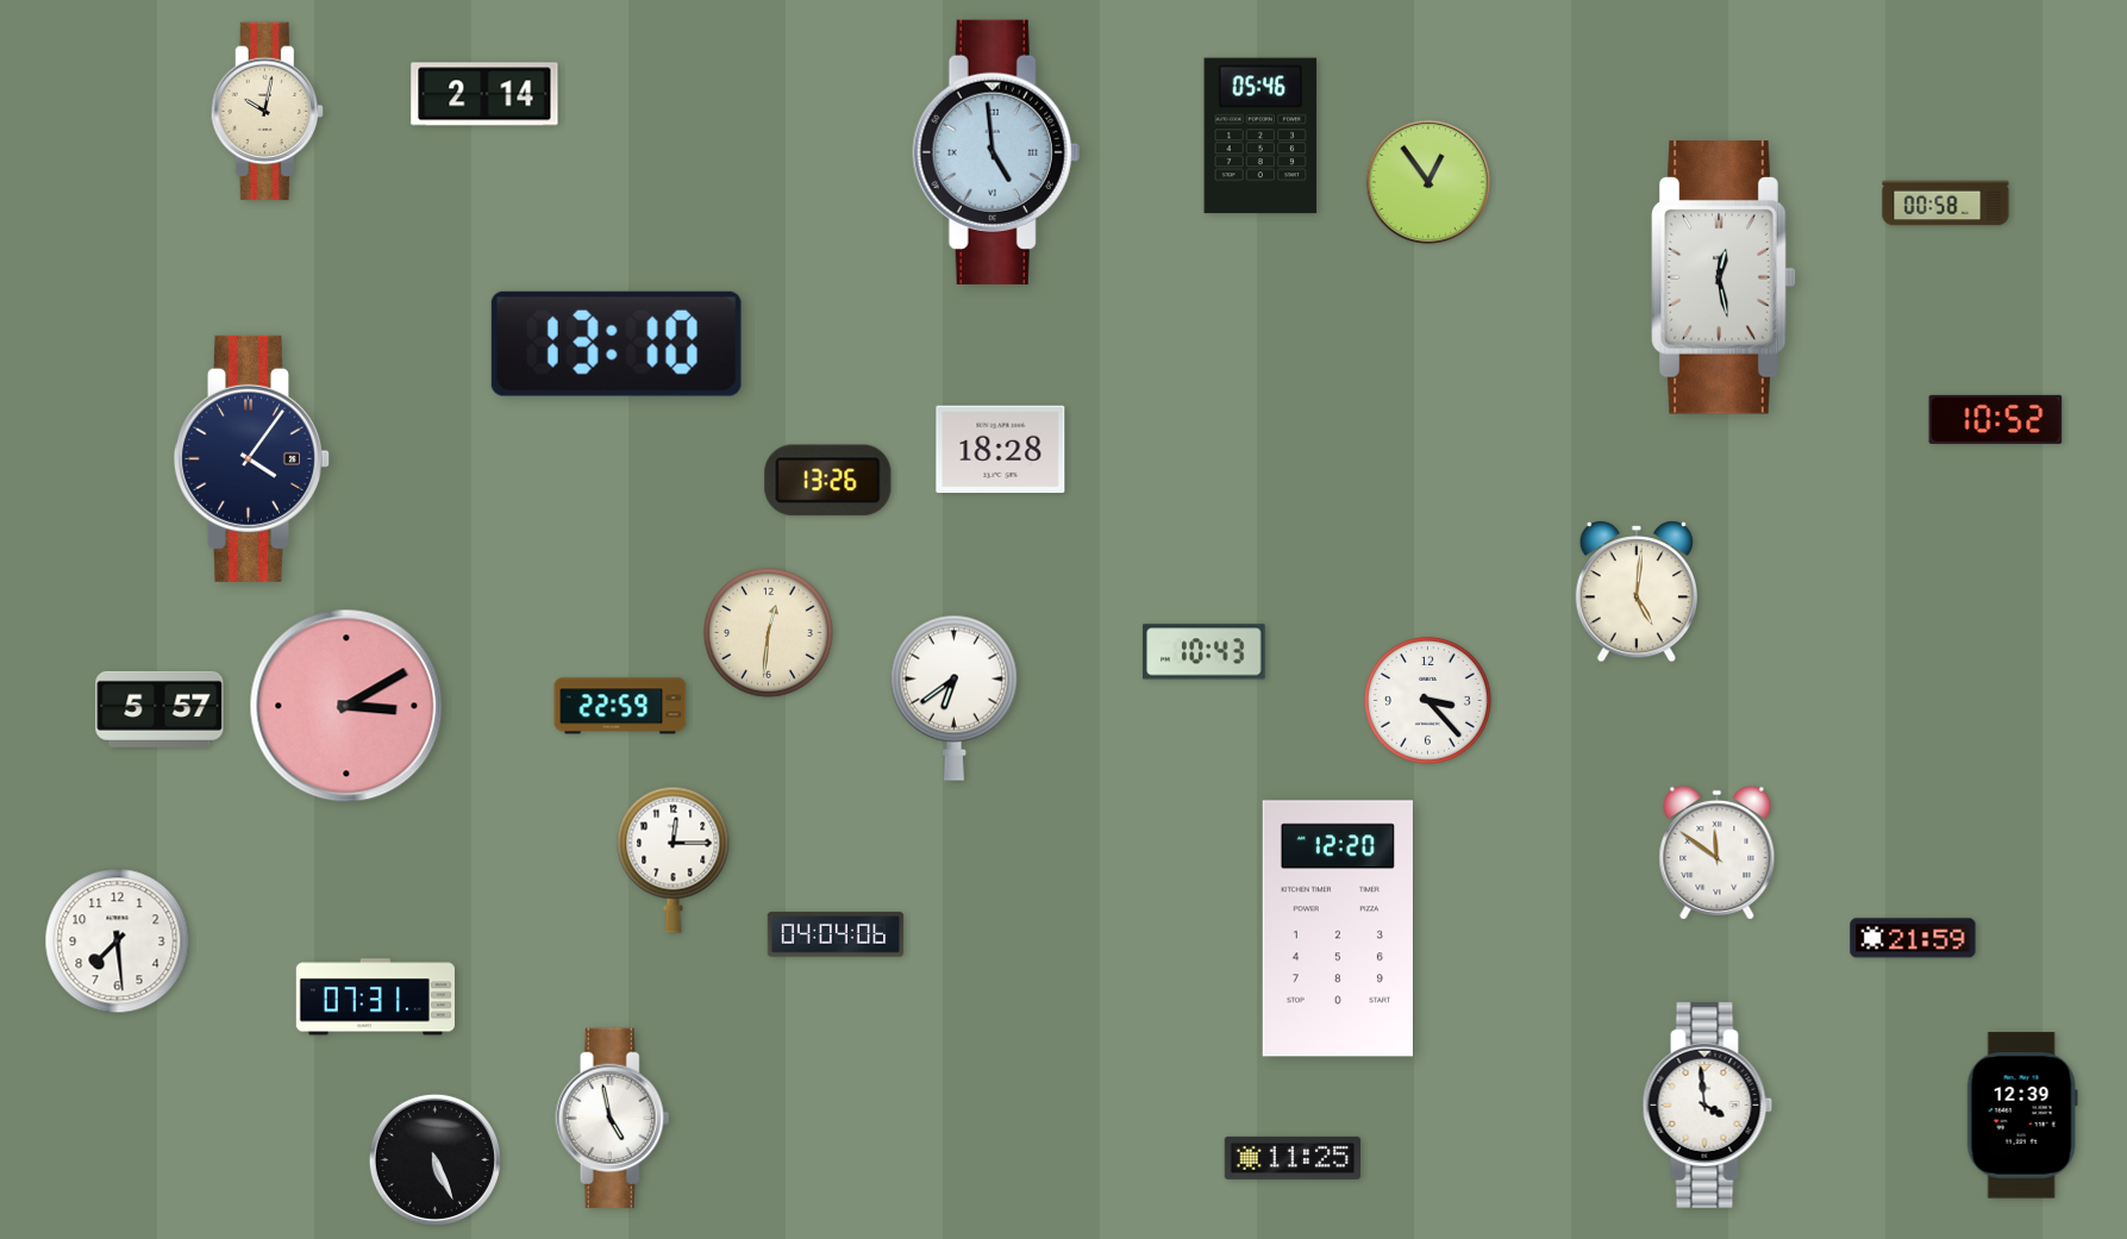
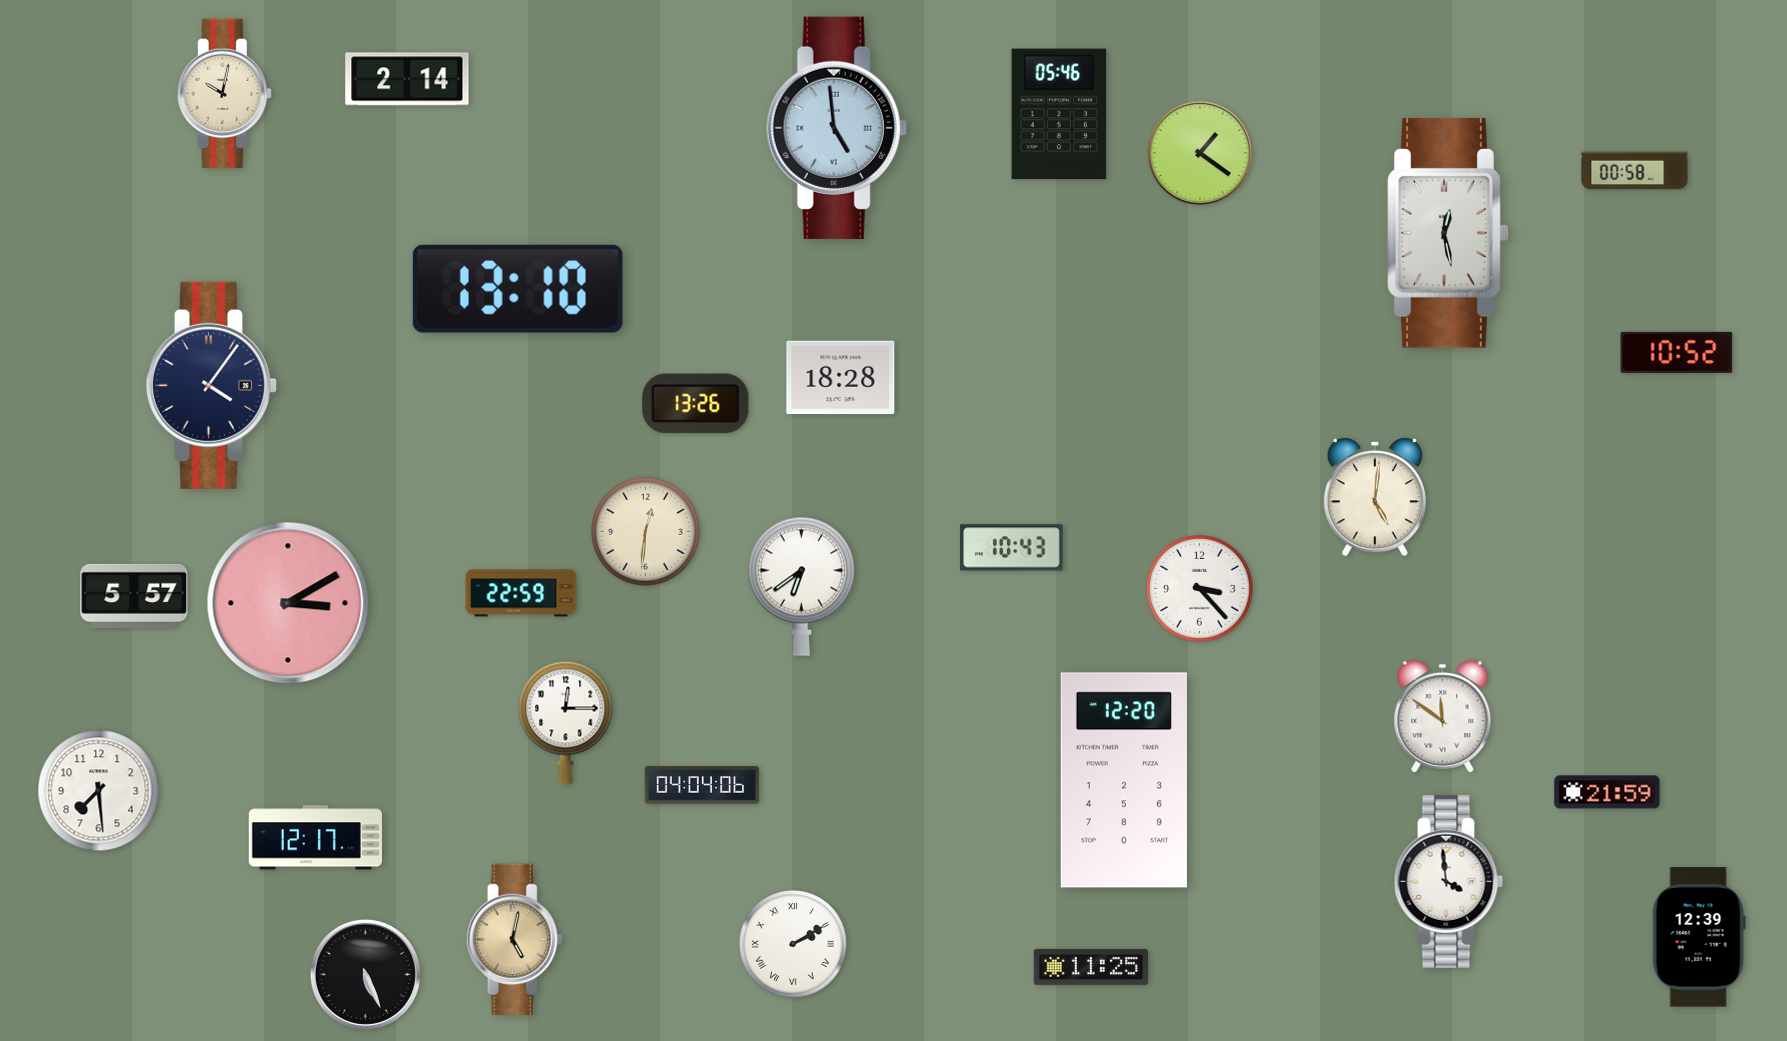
clock at (1428, 182): 12:54 -> 1:21
clock at (346, 706) position: (346, 706) -> (288, 603)
clock at (1913, 938) position: (1913, 938) -> (1607, 792)
clock at (375, 997): 07:31 -> 12:17
clock at (1708, 1105) position: (1708, 1105) -> (1449, 881)
clock at (613, 1118): 4:58 -> 5:02
clock at (613, 1118) dial: white -> champagne
clock at (794, 945): none -> 2:10
clock at (1293, 1158) position: (1293, 1158) -> (1091, 967)
